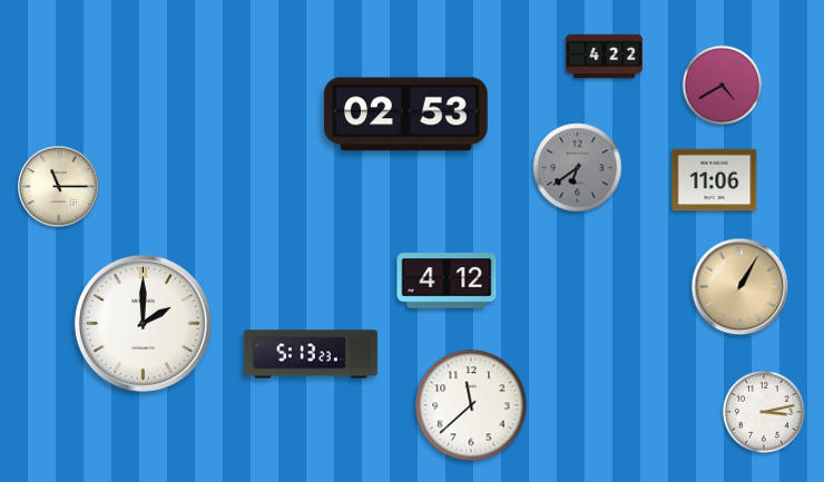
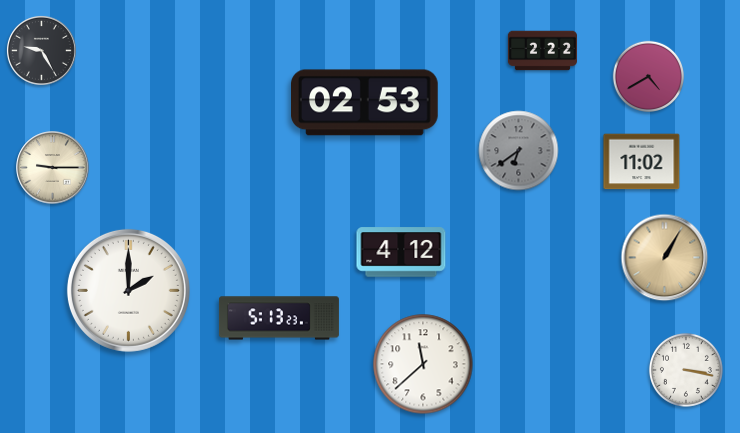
clock at (41, 50): none -> 9:25
clock at (604, 57): 4:22 -> 2:22
clock at (715, 180): 11:06 -> 11:02
clock at (59, 187): 11:15 -> 9:15
clock at (764, 412): 3:13 -> 3:17
